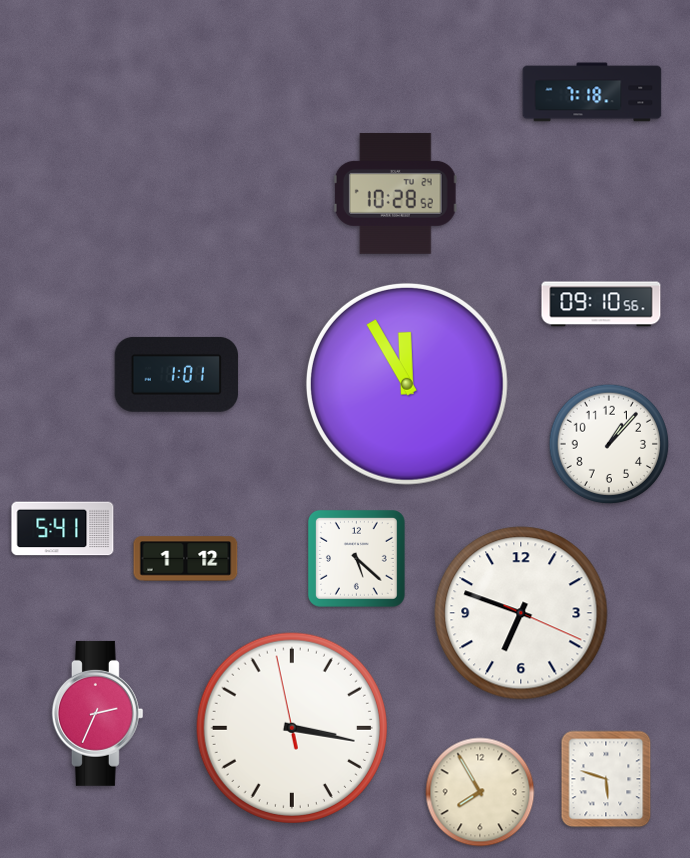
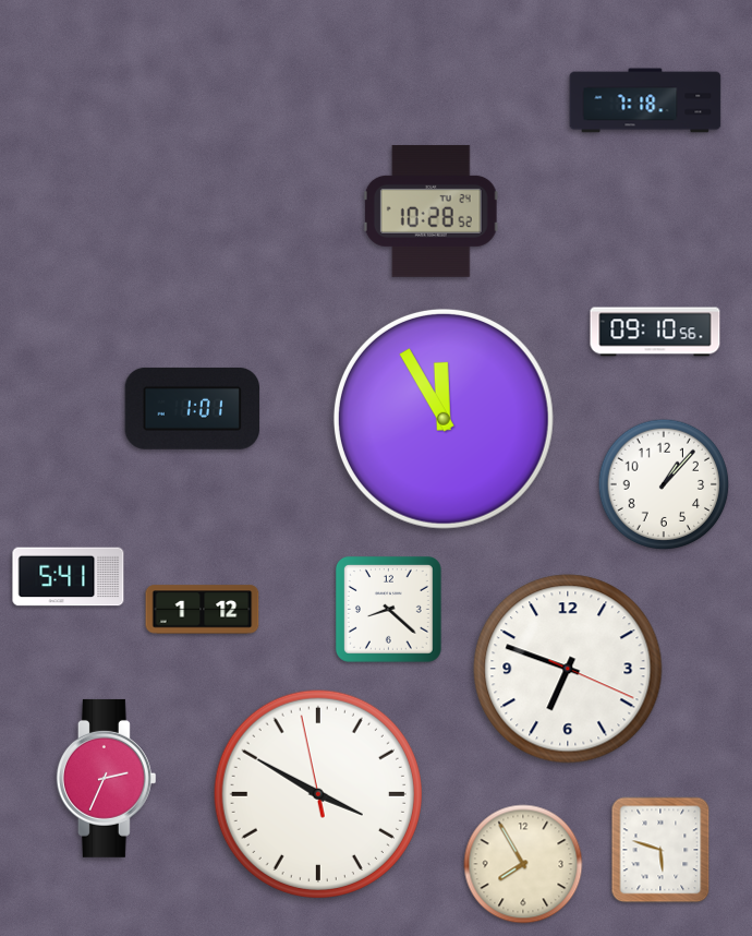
clock at (356, 558): 5:22 -> 8:22
clock at (292, 728): 3:16 -> 3:49
